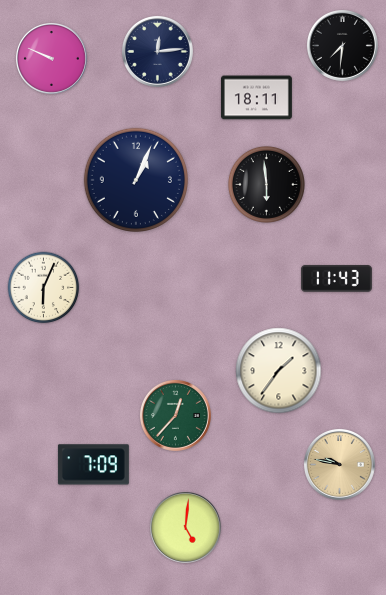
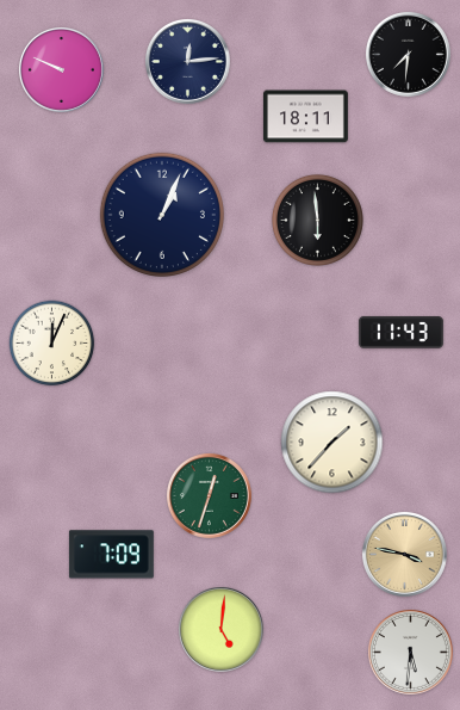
clock at (44, 288): 6:04 -> 12:04
clock at (279, 371): 1:36 -> 1:37
clock at (175, 415): 12:37 -> 12:33
clock at (339, 464): 9:47 -> 3:47
clock at (410, 652): none -> 5:31
